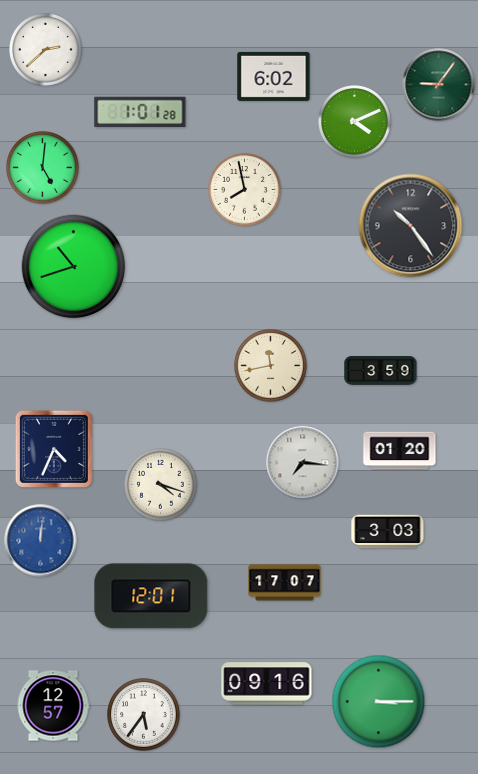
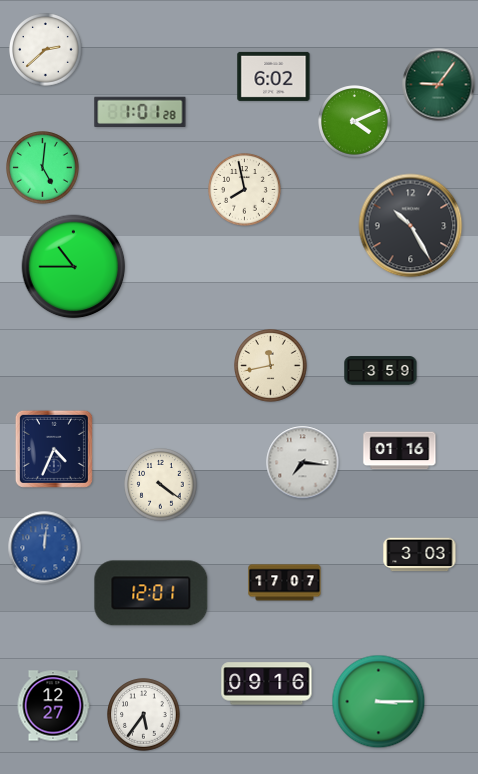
clock at (411, 226): 10:24 -> 10:25
clock at (74, 267): 10:42 -> 10:45
clock at (400, 451): 01:20 -> 01:16
clock at (161, 485): 4:18 -> 4:21
clock at (388, 532) position: (388, 532) -> (420, 555)
clock at (41, 541) position: (41, 541) -> (45, 548)
clock at (151, 596) position: (151, 596) -> (151, 593)
clock at (53, 706): 12:57 -> 12:27
